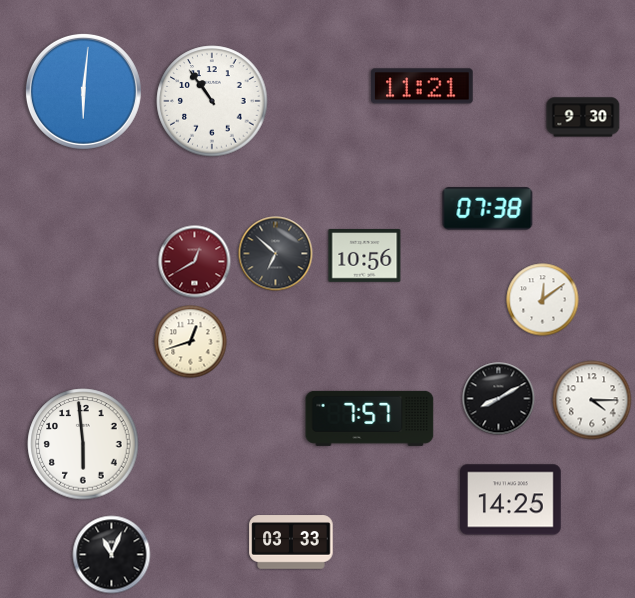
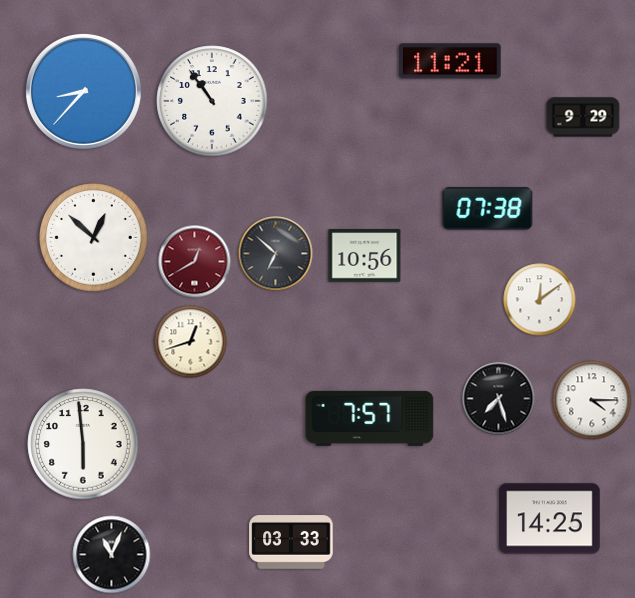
clock at (422, 86) position: (422, 86) -> (450, 61)
clock at (83, 91): 6:01 -> 8:37
clock at (583, 117): 9:30 -> 9:29
clock at (94, 238): none -> 12:52
clock at (543, 300) position: (543, 300) -> (540, 300)
clock at (499, 399): 8:10 -> 7:27
clock at (511, 500) position: (511, 500) -> (550, 519)
